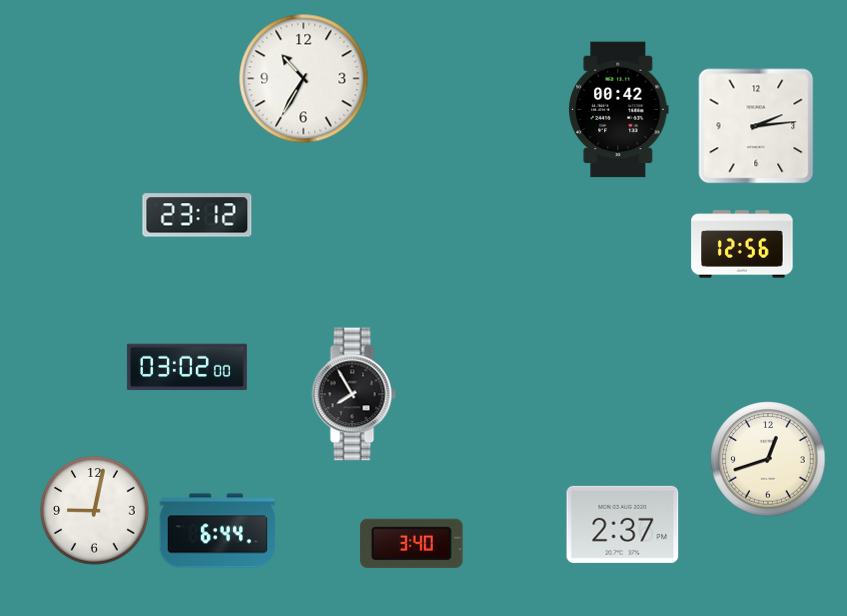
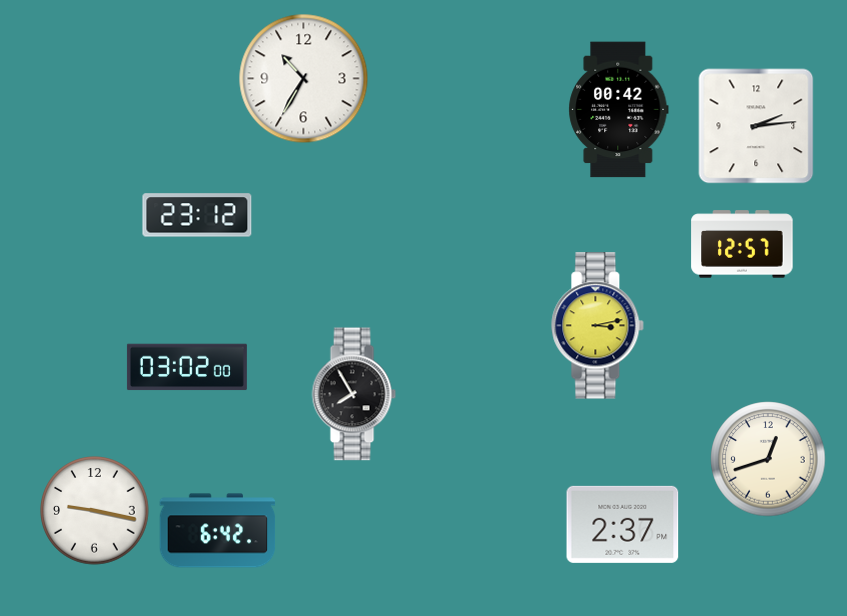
clock at (742, 244): 12:56 -> 12:57
clock at (598, 326): none -> 3:13
clock at (95, 511): 9:02 -> 9:17
clock at (218, 531): 6:44 -> 6:42
clock at (412, 543): 3:40 -> none
